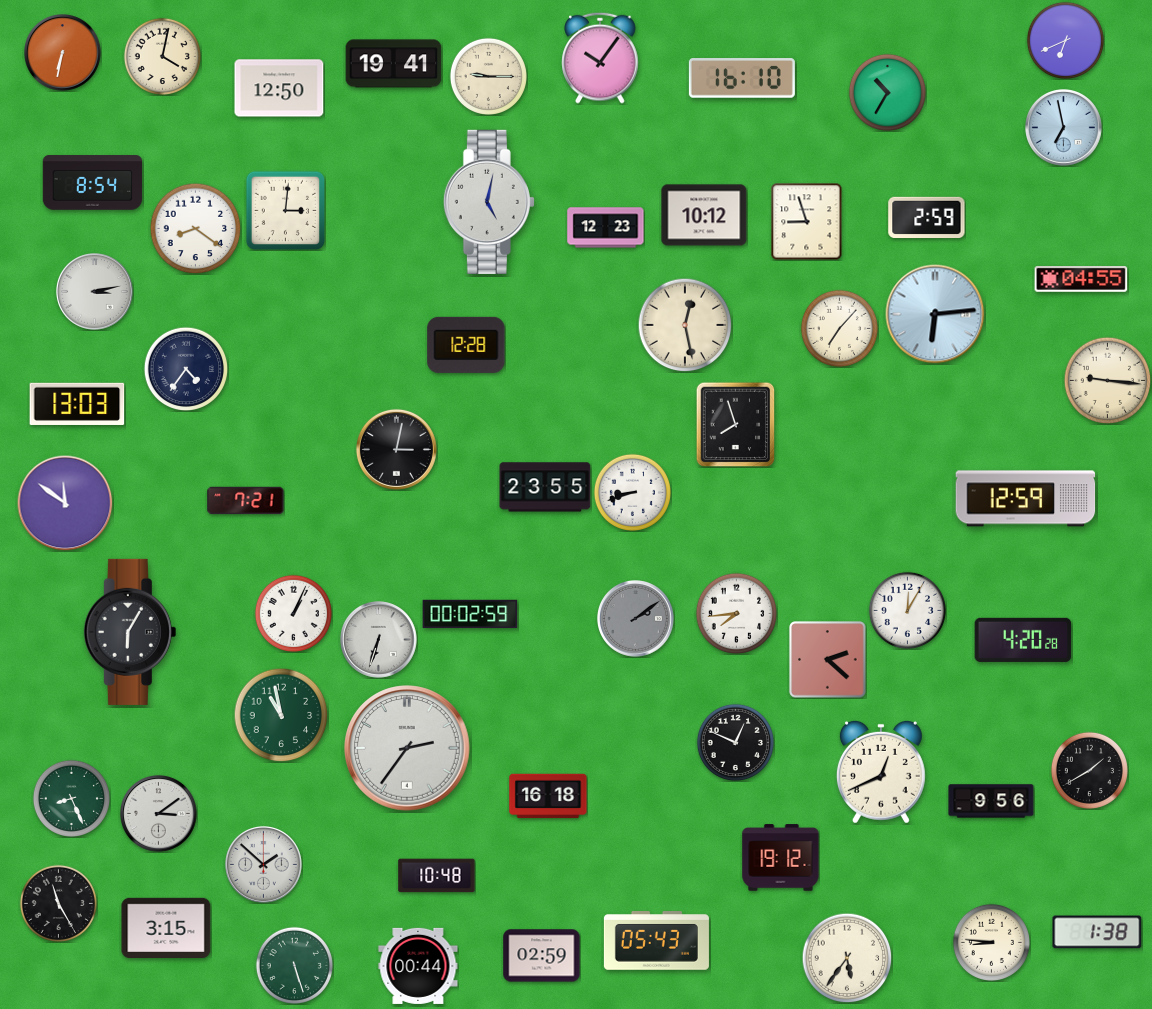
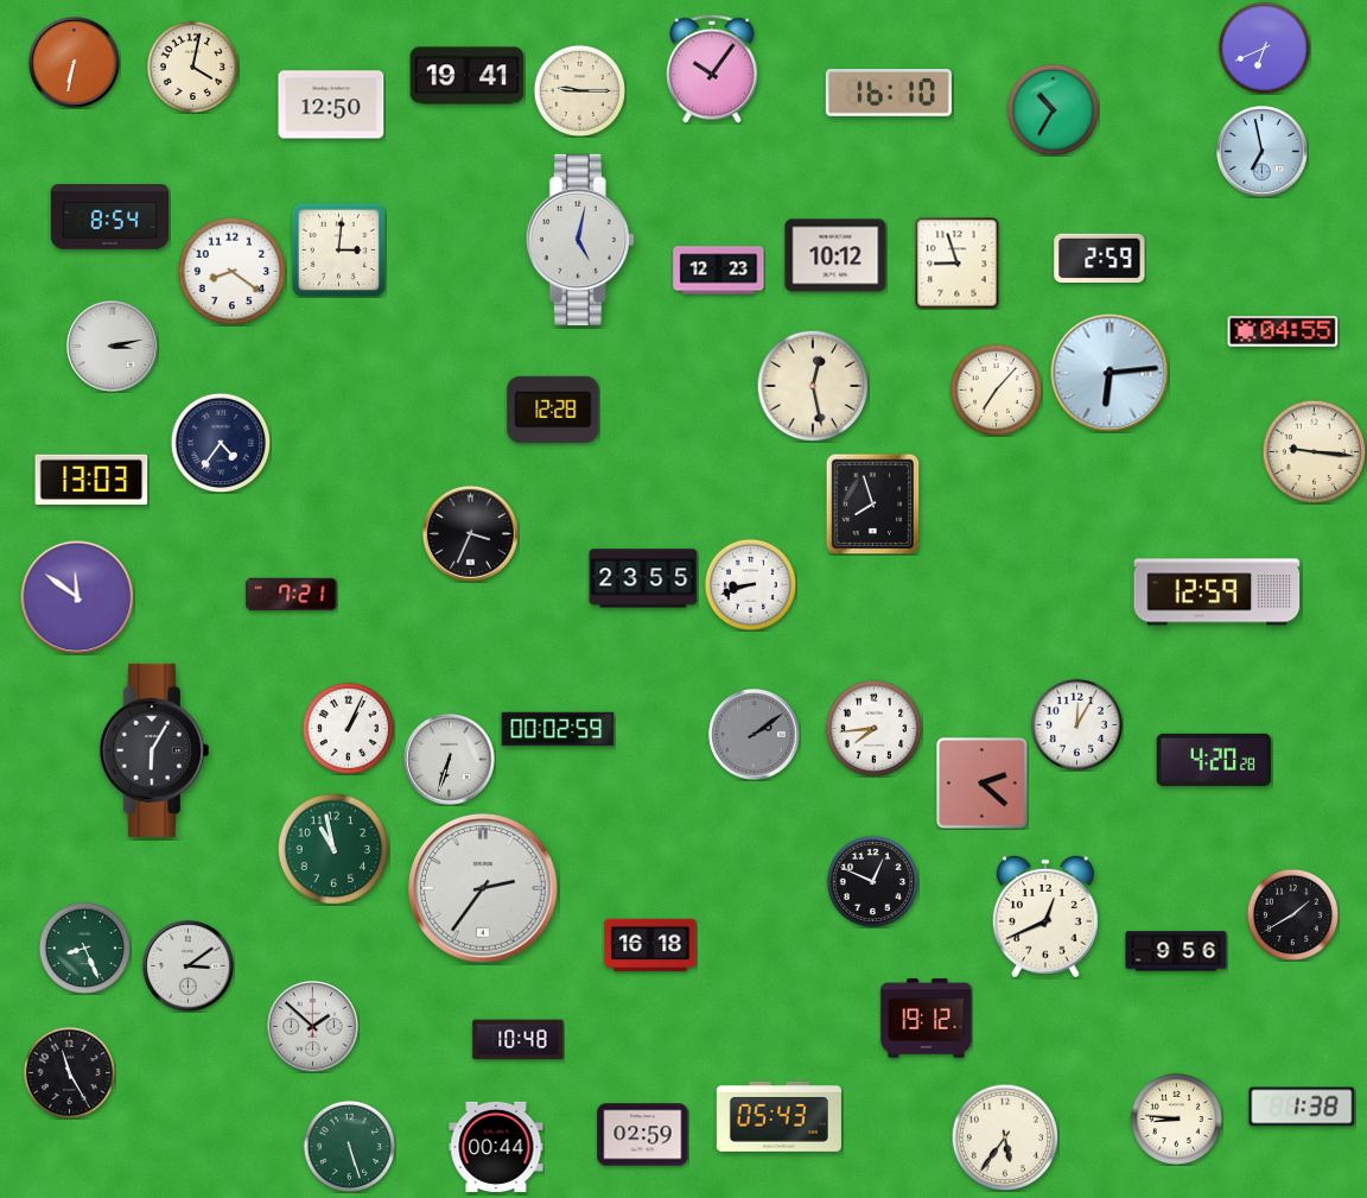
clock at (742, 78) position: (742, 78) -> (889, 93)
clock at (186, 369) position: (186, 369) -> (221, 443)
clock at (396, 449): 3:02 -> 3:34
clock at (545, 487) position: (545, 487) -> (643, 578)
clock at (166, 927): 3:15 -> none
